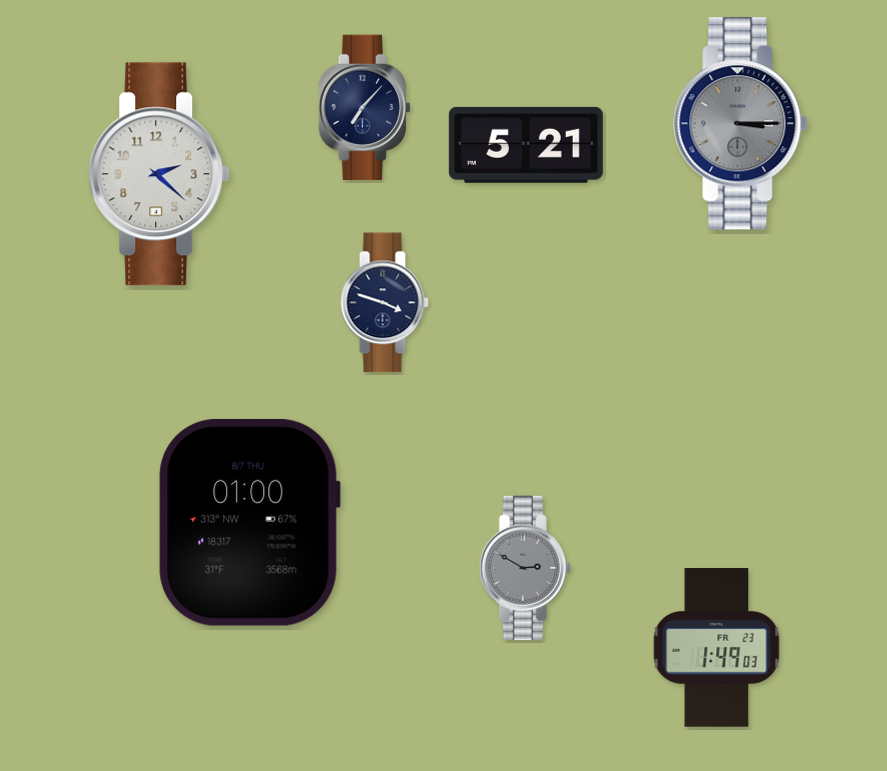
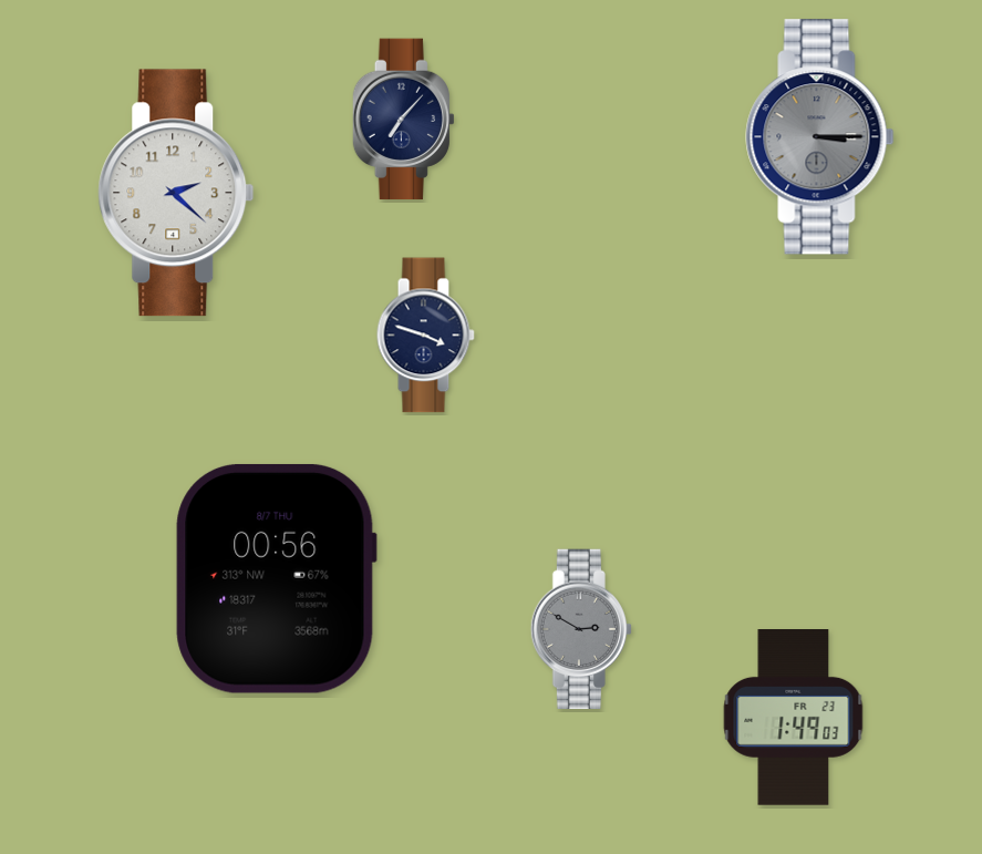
clock at (526, 145): 5:21 -> none
clock at (249, 522): 01:00 -> 00:56
